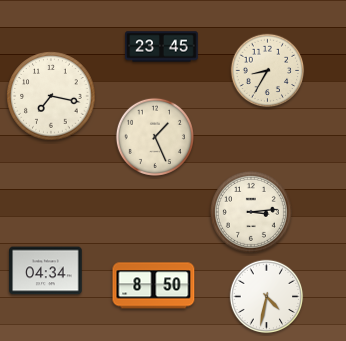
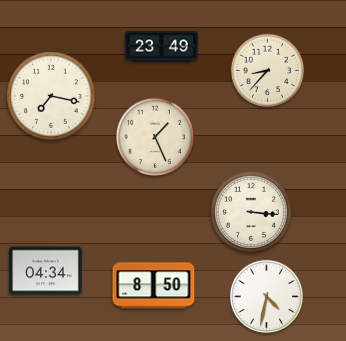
clock at (162, 47): 23:45 -> 23:49
clock at (268, 71): 8:35 -> 8:37
clock at (251, 212): 3:14 -> 3:16
